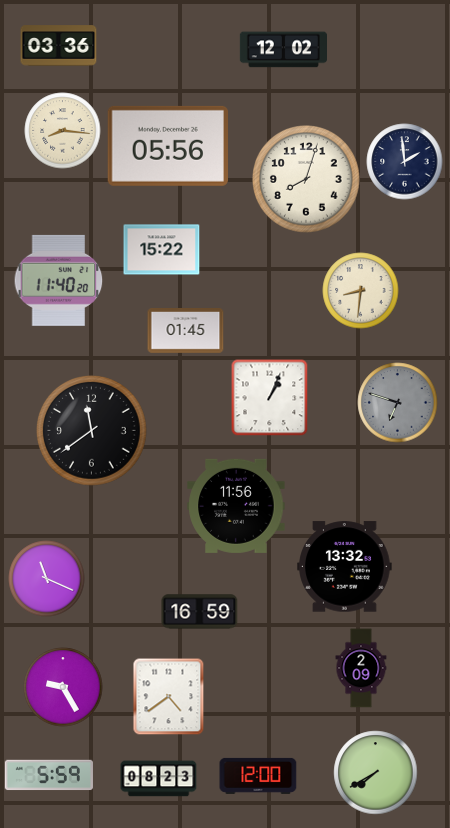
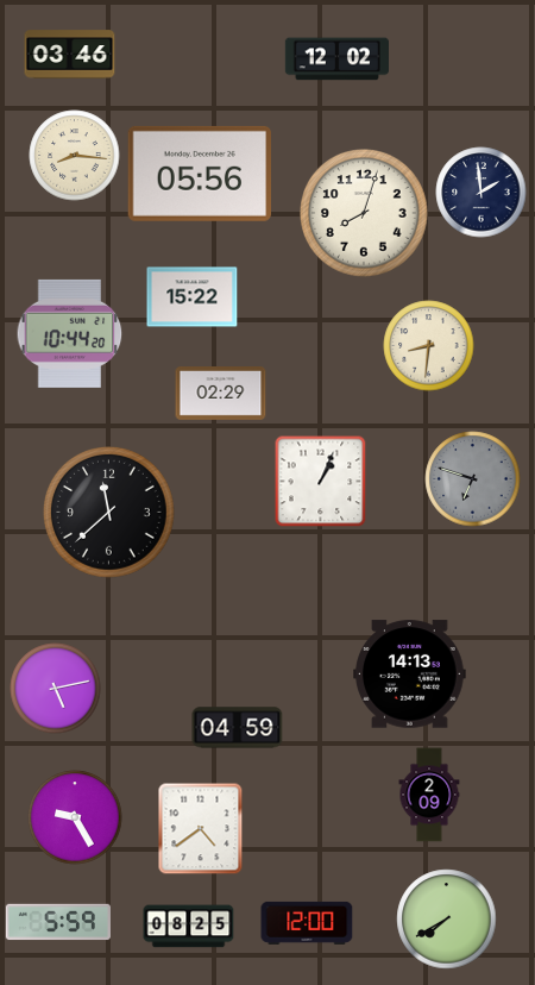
clock at (59, 46): 03:36 -> 03:46
clock at (59, 280): 11:40 -> 10:44
clock at (186, 331): 01:45 -> 02:29
clock at (269, 397) position: (269, 397) -> (320, 481)
clock at (92, 431): 11:39 -> 11:38
clock at (236, 506): 11:56 -> none
clock at (345, 567): 13:32 -> 14:13
clock at (47, 579): 11:19 -> 5:13
clock at (200, 612): 16:59 -> 04:59
clock at (159, 779): 08:23 -> 08:25
